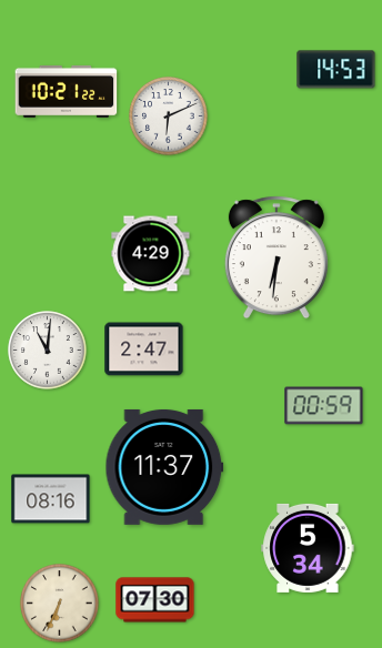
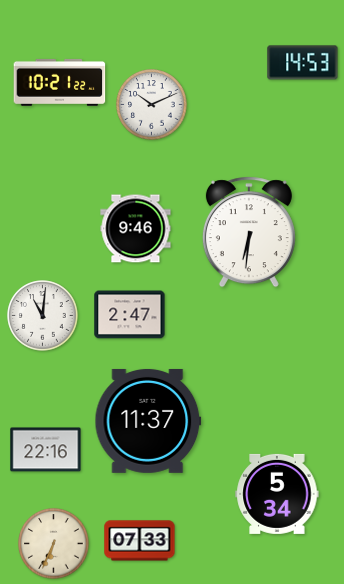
clock at (169, 117): 6:11 -> 10:11
clock at (151, 254): 4:29 -> 9:46
clock at (324, 406): 00:59 -> none
clock at (51, 499): 08:16 -> 22:16
clock at (155, 600): 07:30 -> 07:33
